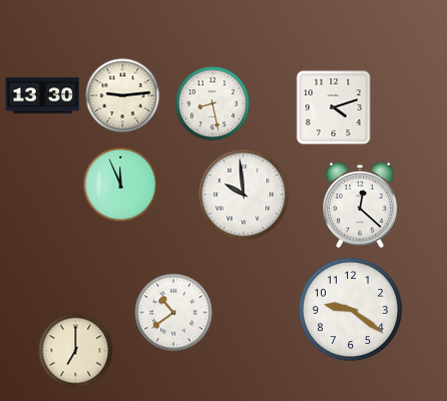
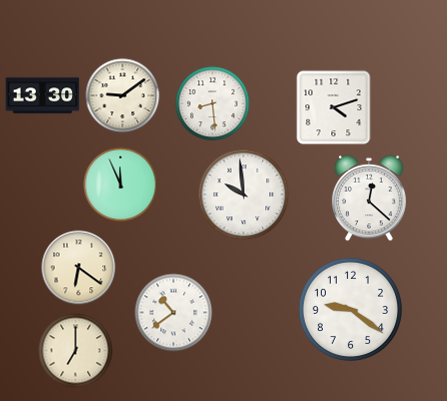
clock at (123, 96): 9:14 -> 9:09
clock at (213, 104): 8:28 -> 8:29
clock at (360, 205) position: (360, 205) -> (369, 198)
clock at (79, 268): none -> 6:21
